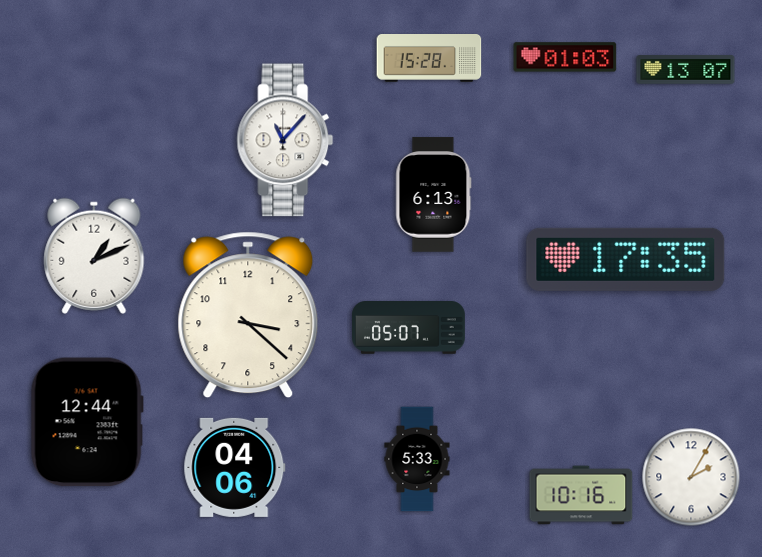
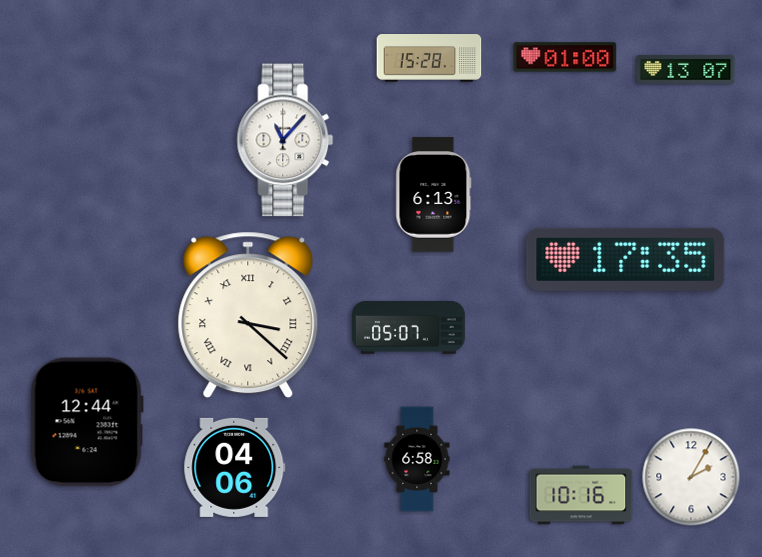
clock at (565, 57): 01:03 -> 01:00
clock at (94, 256): 1:11 -> none
clock at (248, 315) numerals: Arabic -> Roman
clock at (417, 459): 5:33 -> 6:58
